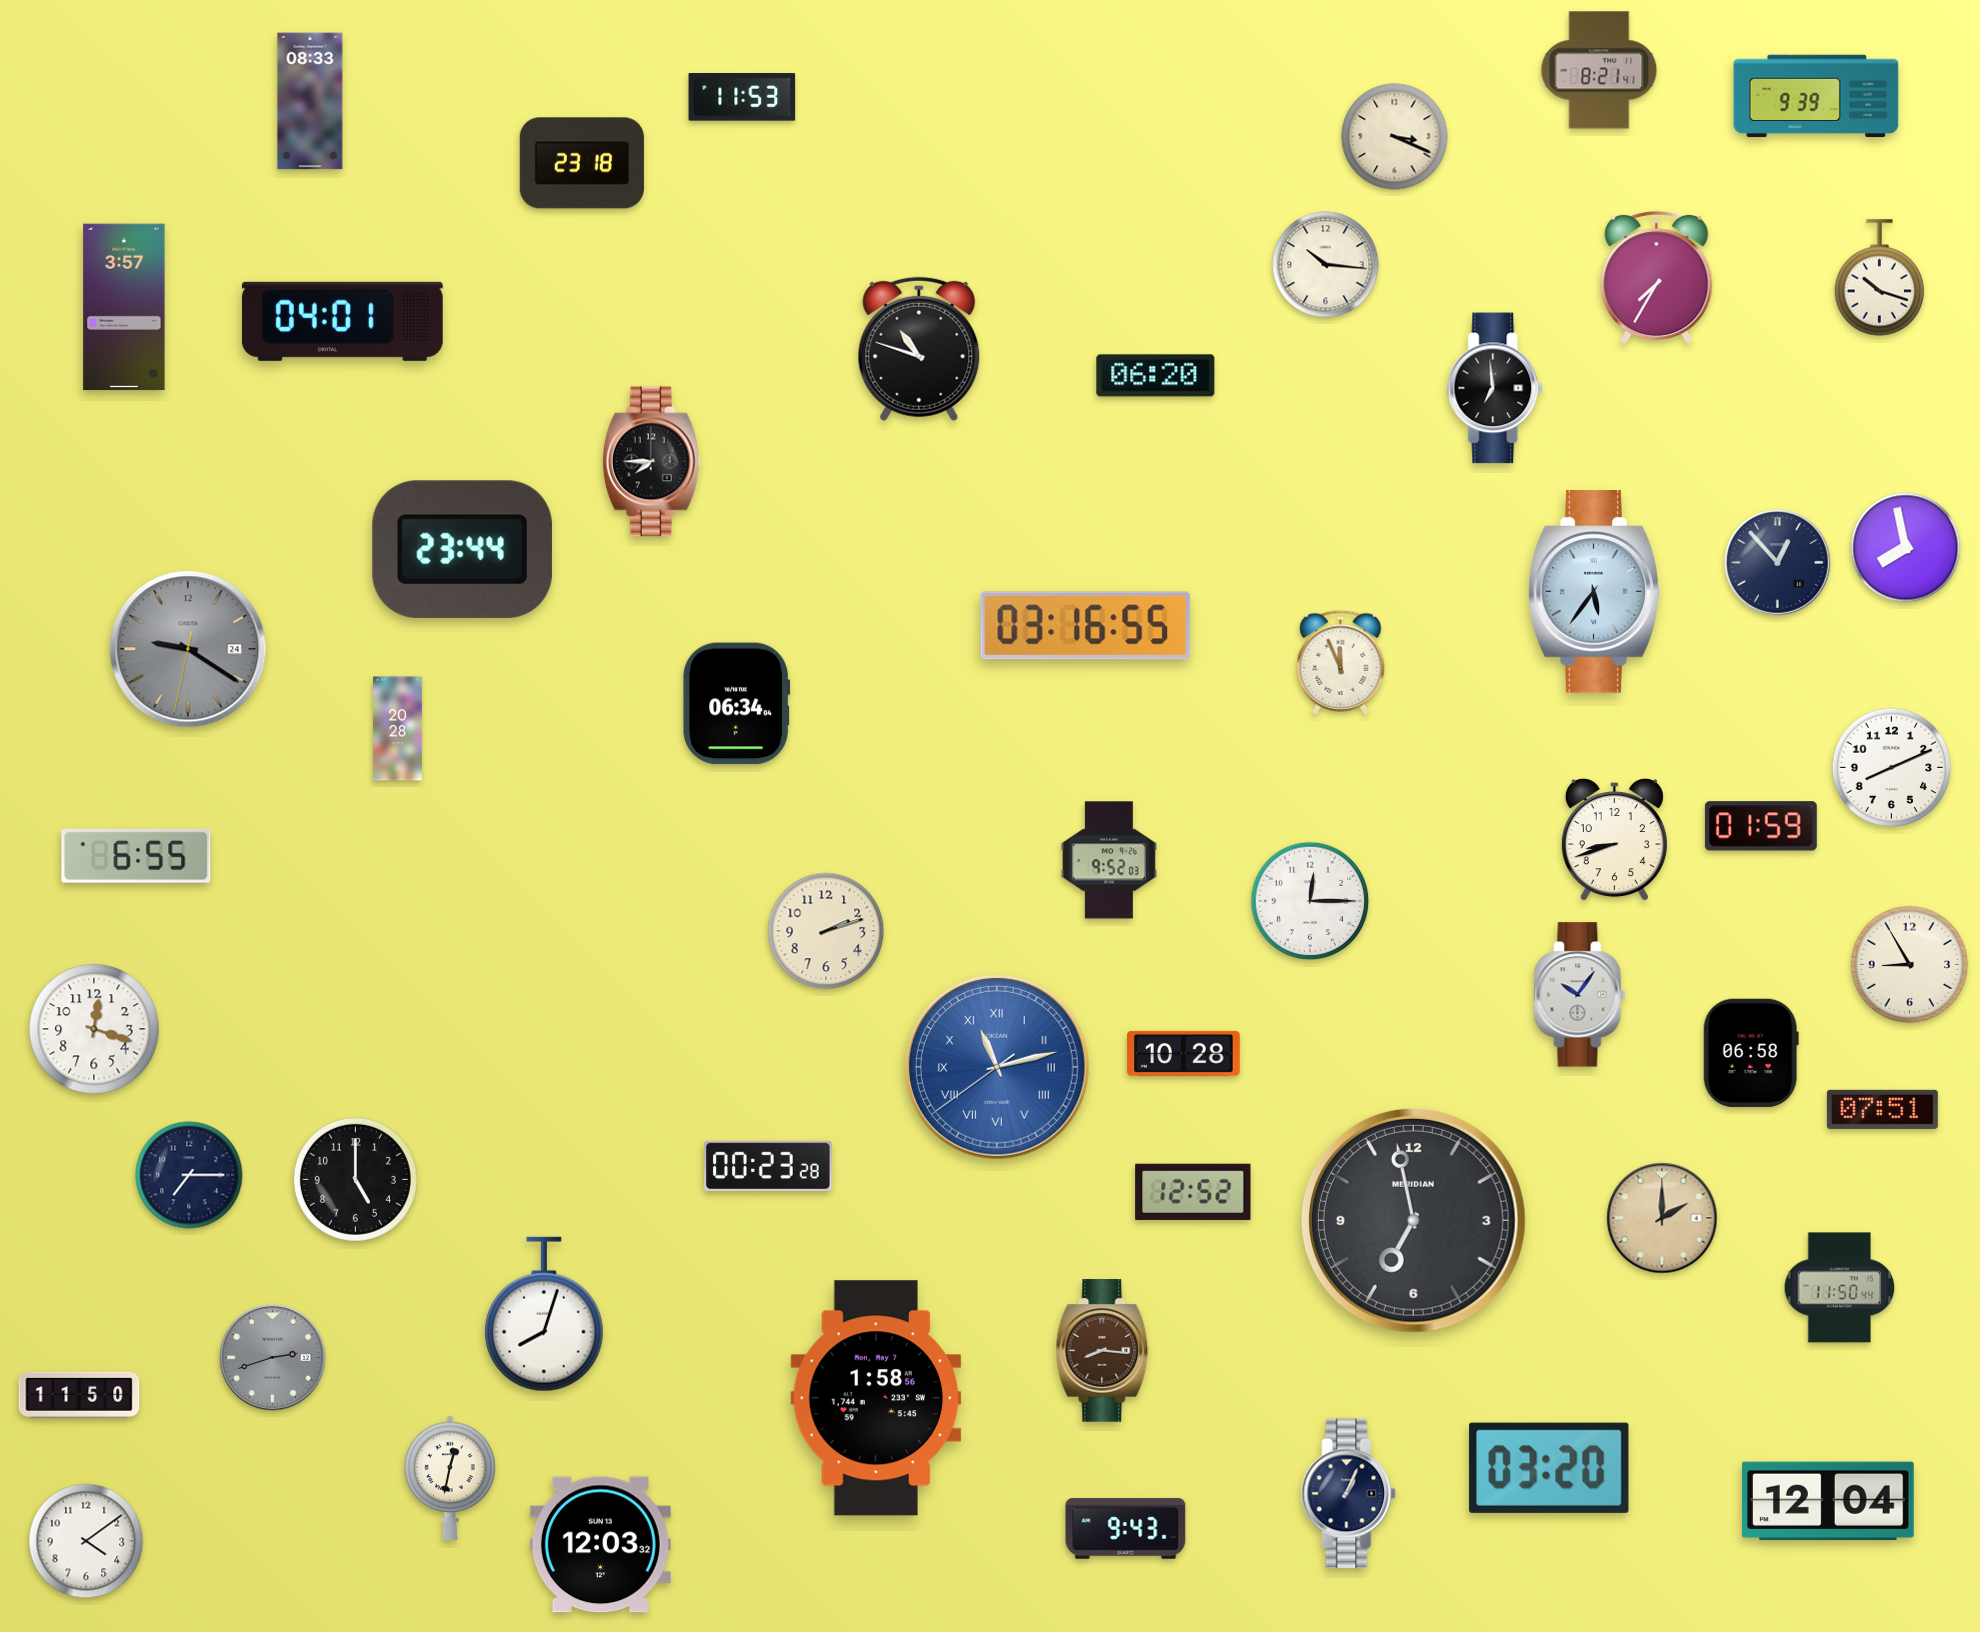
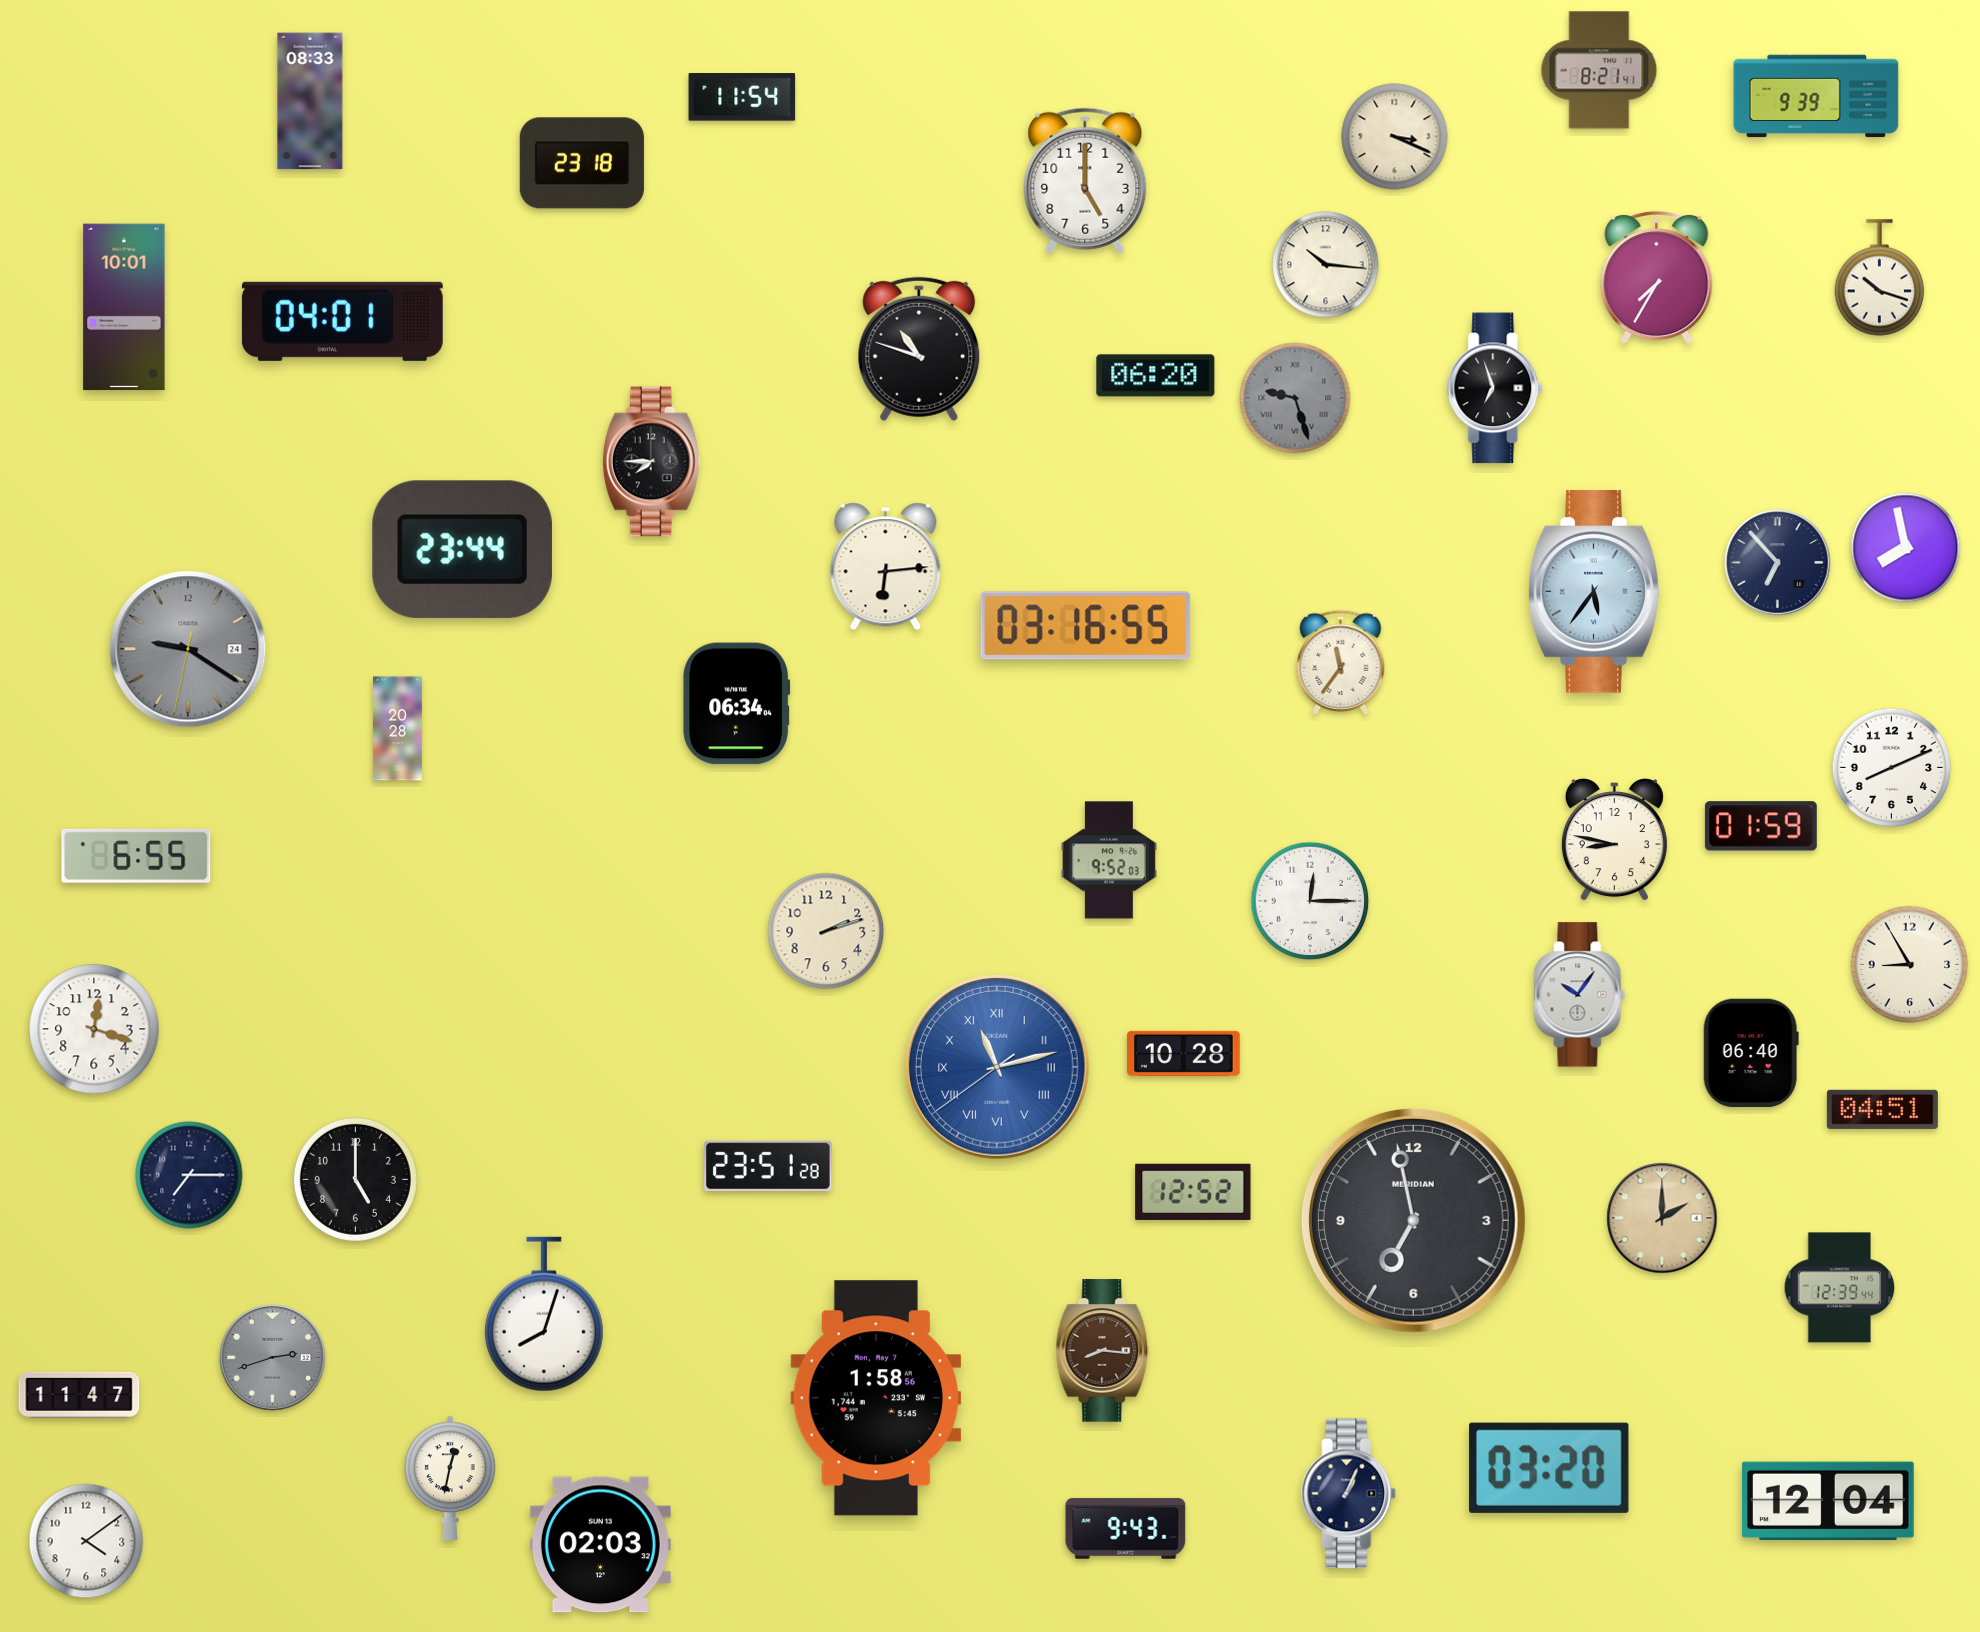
clock at (742, 97): 11:53 -> 11:54
clock at (1085, 181): none -> 5:00
clock at (124, 307): 3:57 -> 10:01
clock at (1496, 388): 6:59 -> 6:57
clock at (1295, 398): none -> 9:27
clock at (1778, 563): 12:53 -> 6:53
clock at (886, 567): none -> 6:14
clock at (1341, 662): 11:56 -> 11:36
clock at (1614, 841): 8:42 -> 8:47
clock at (1751, 1052): 06:58 -> 06:40
clock at (1882, 1109): 07:51 -> 04:51
clock at (768, 1166): 00:23 -> 23:51
clock at (1840, 1288): 11:50 -> 12:39
clock at (79, 1395): 11:50 -> 11:47
clock at (600, 1545): 12:03 -> 02:03
